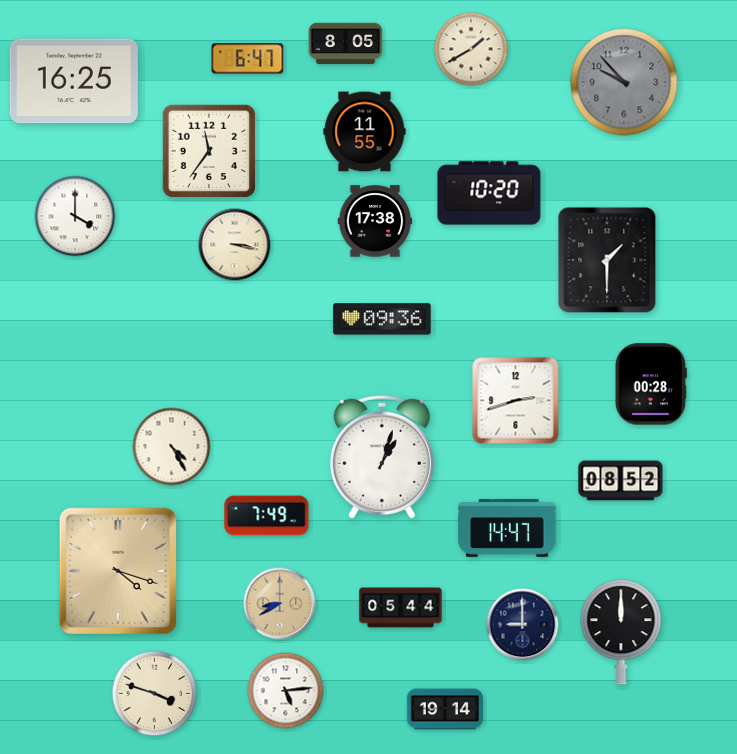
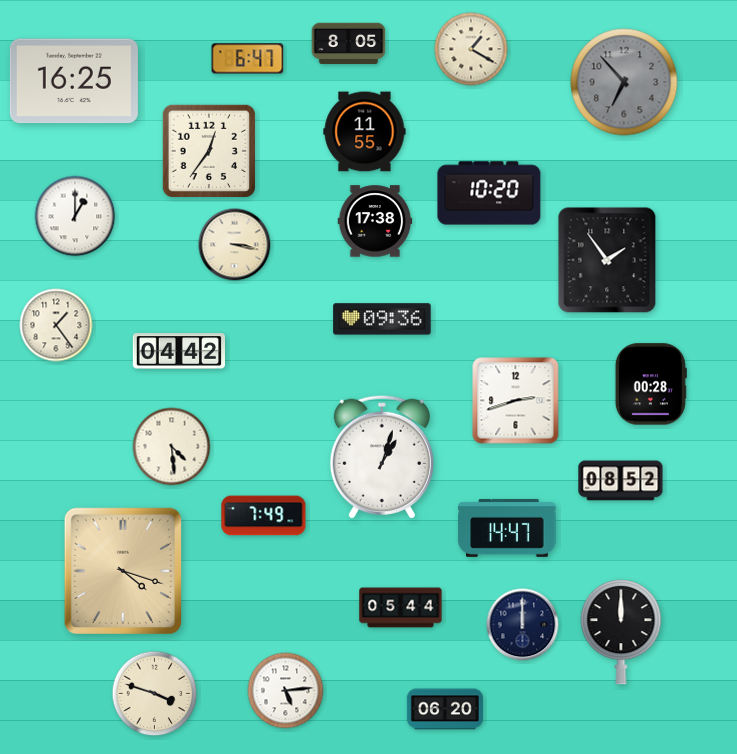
clock at (346, 44) position: (346, 44) -> (349, 44)
clock at (471, 49): 1:40 -> 1:20
clock at (624, 82): 9:53 -> 6:53
clock at (208, 150): 11:36 -> 12:36
clock at (75, 216): 4:00 -> 1:00
clock at (607, 260): 1:30 -> 1:54
clock at (56, 325): none -> 1:24
clock at (178, 351): none -> 04:42
clock at (172, 447): 4:25 -> 4:29
clock at (267, 516) position: (267, 516) -> (264, 516)
clock at (117, 570) position: (117, 570) -> (122, 570)
clock at (280, 604): 8:40 -> none
clock at (523, 625): 9:00 -> 12:00
clock at (445, 709): 19:14 -> 06:20
